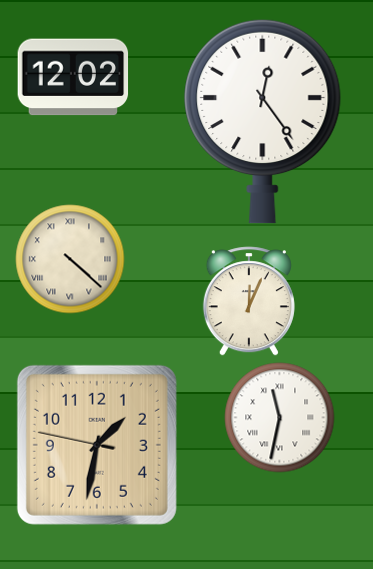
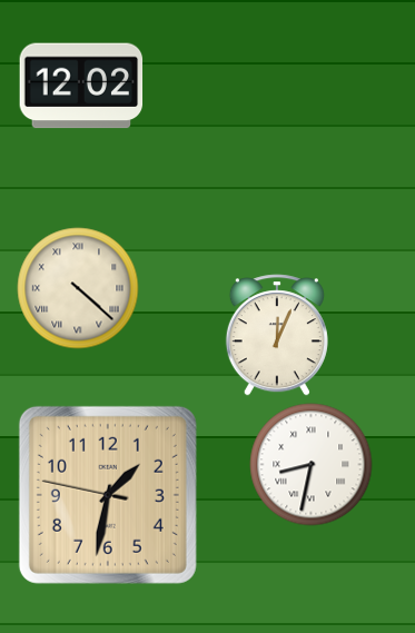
clock at (263, 121): 12:24 -> none
clock at (280, 418): 11:32 -> 8:32
